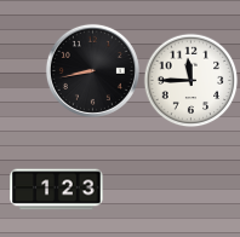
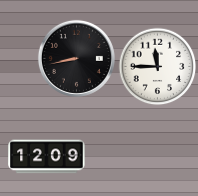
clock at (57, 190): 1:23 -> 12:09
